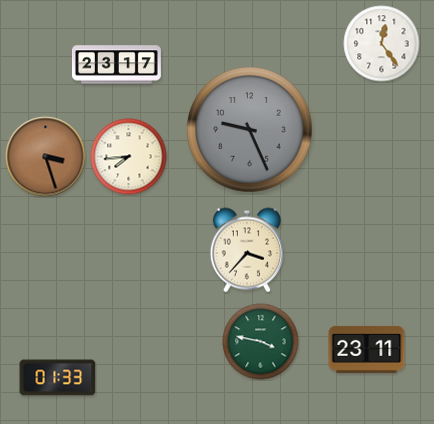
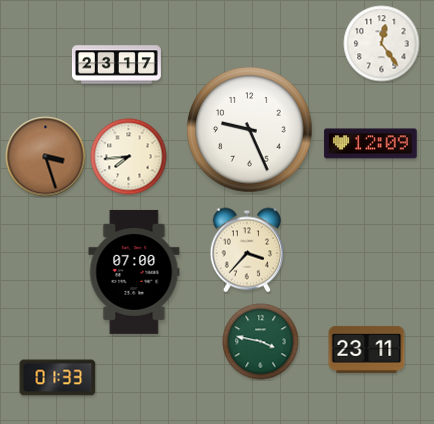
clock at (250, 130) dial: grey -> white
clock at (371, 144): none -> 12:09
clock at (134, 272): none -> 07:00
